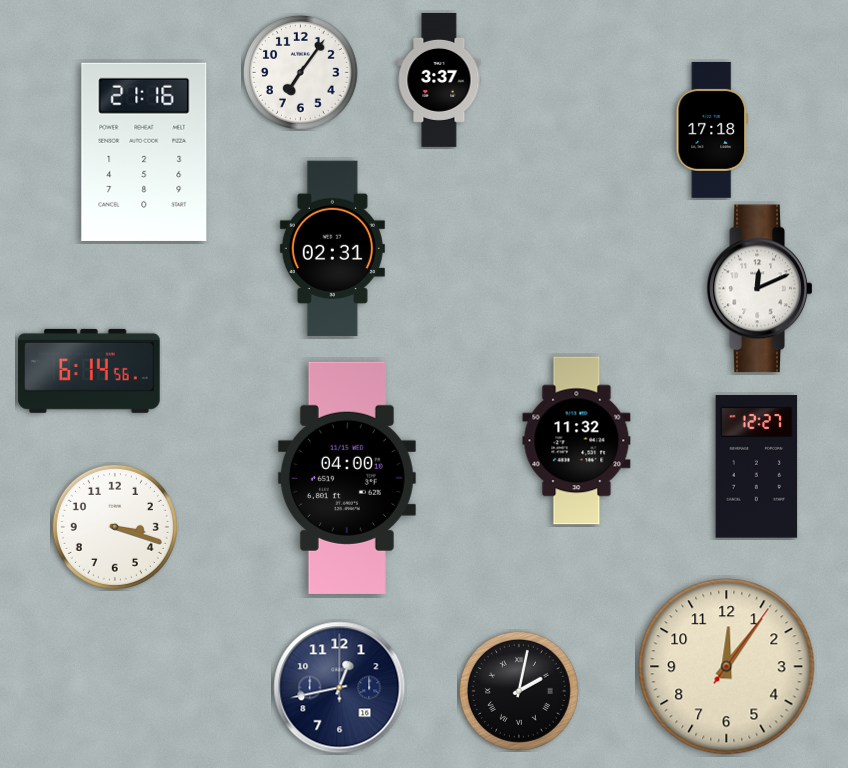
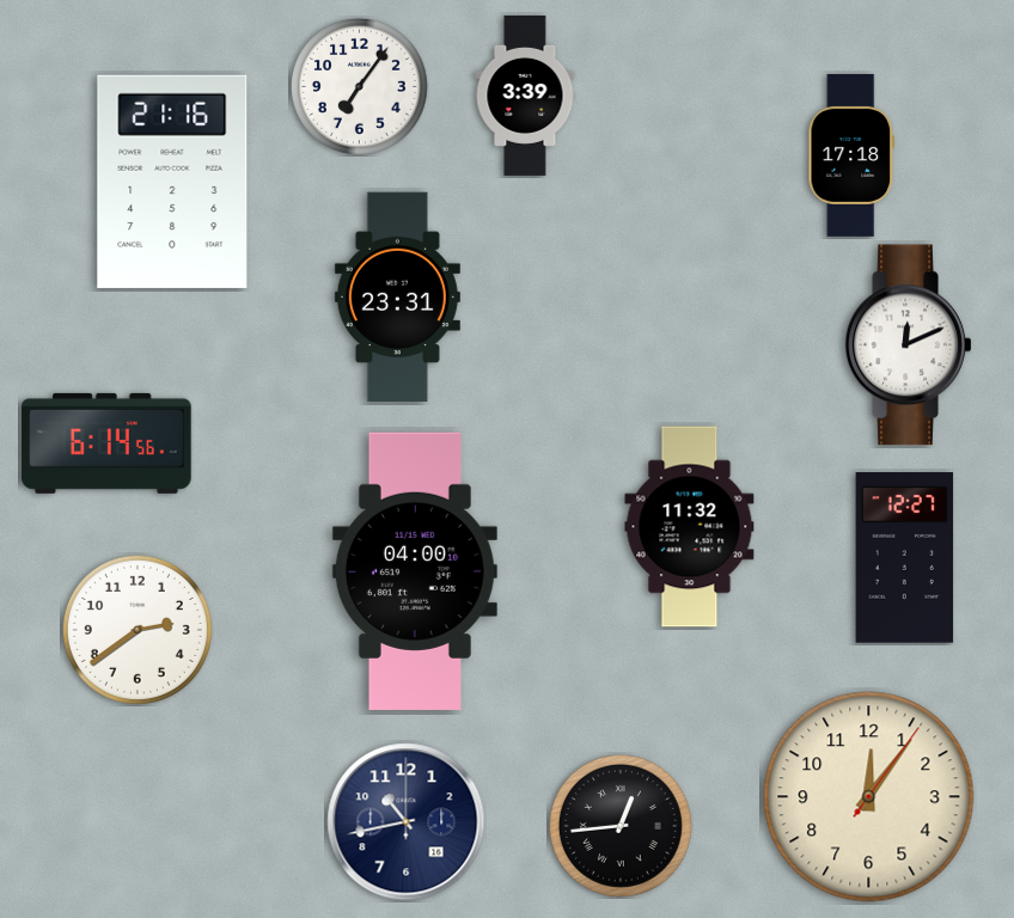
clock at (439, 80): 3:37 -> 3:39
clock at (332, 249): 02:31 -> 23:31
clock at (115, 527): 3:18 -> 2:39
clock at (340, 688): 12:43 -> 10:43
clock at (519, 691): 2:02 -> 12:44
